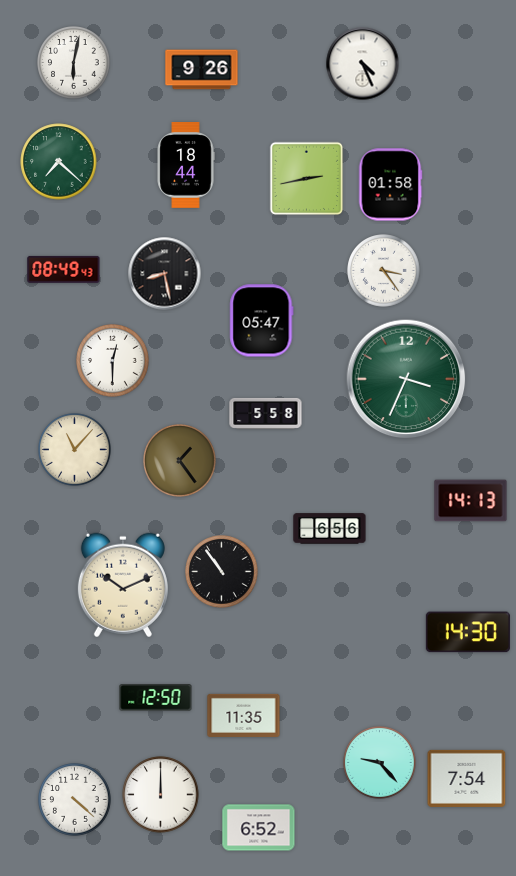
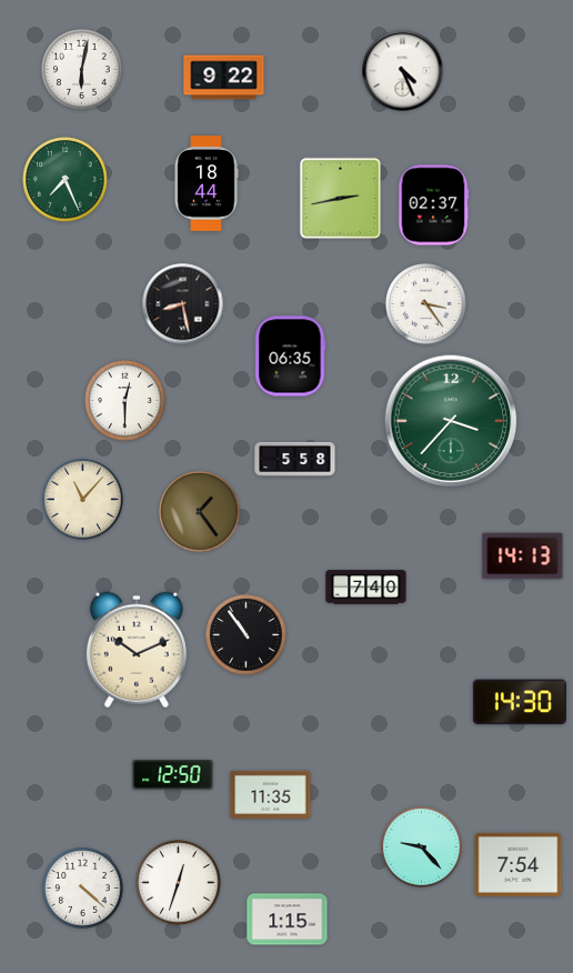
clock at (202, 70): 9:26 -> 9:22
clock at (59, 162): 7:22 -> 7:26
clock at (390, 185): 01:58 -> 02:37
clock at (64, 269): 08:49 -> none
clock at (384, 271) position: (384, 271) -> (426, 304)
clock at (262, 321): 05:47 -> 06:35
clock at (406, 379): 3:34 -> 3:37
clock at (330, 529): 6:56 -> 7:40
clock at (161, 795): 12:00 -> 12:33
clock at (259, 828): 6:52 -> 1:15
